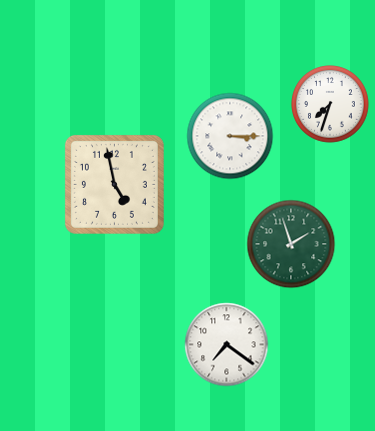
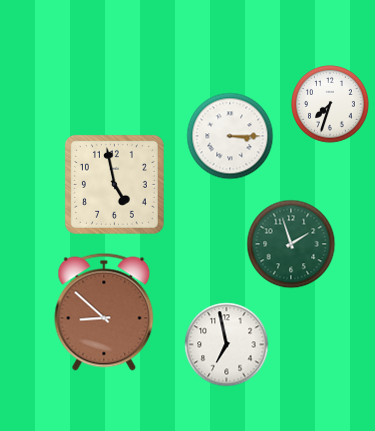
clock at (104, 312): none -> 8:52
clock at (227, 345): 7:21 -> 6:58
